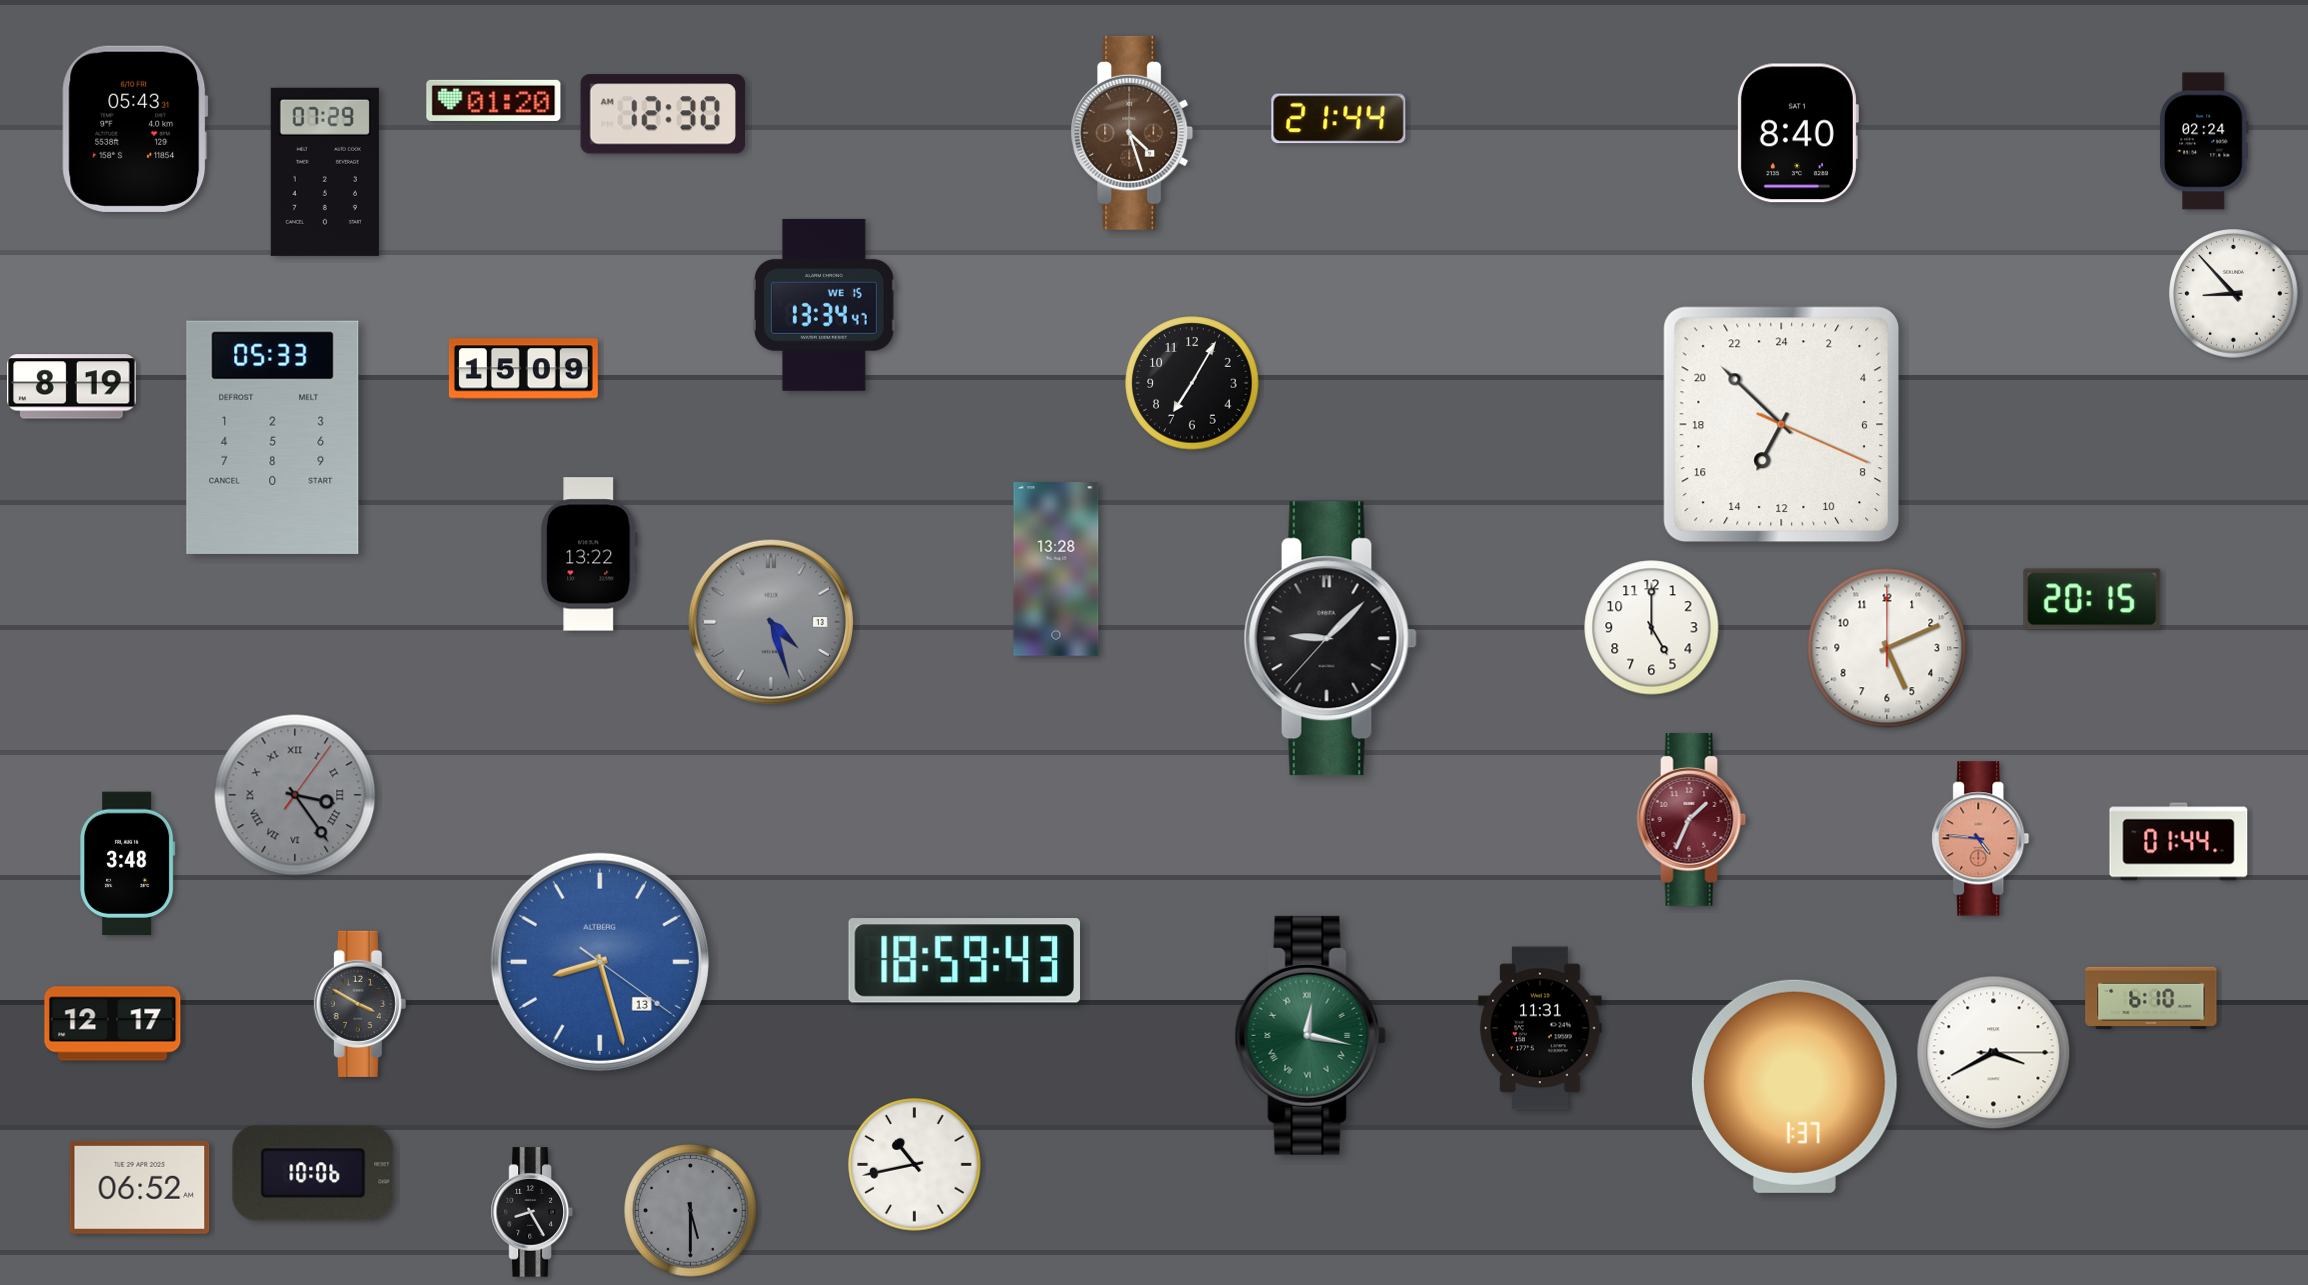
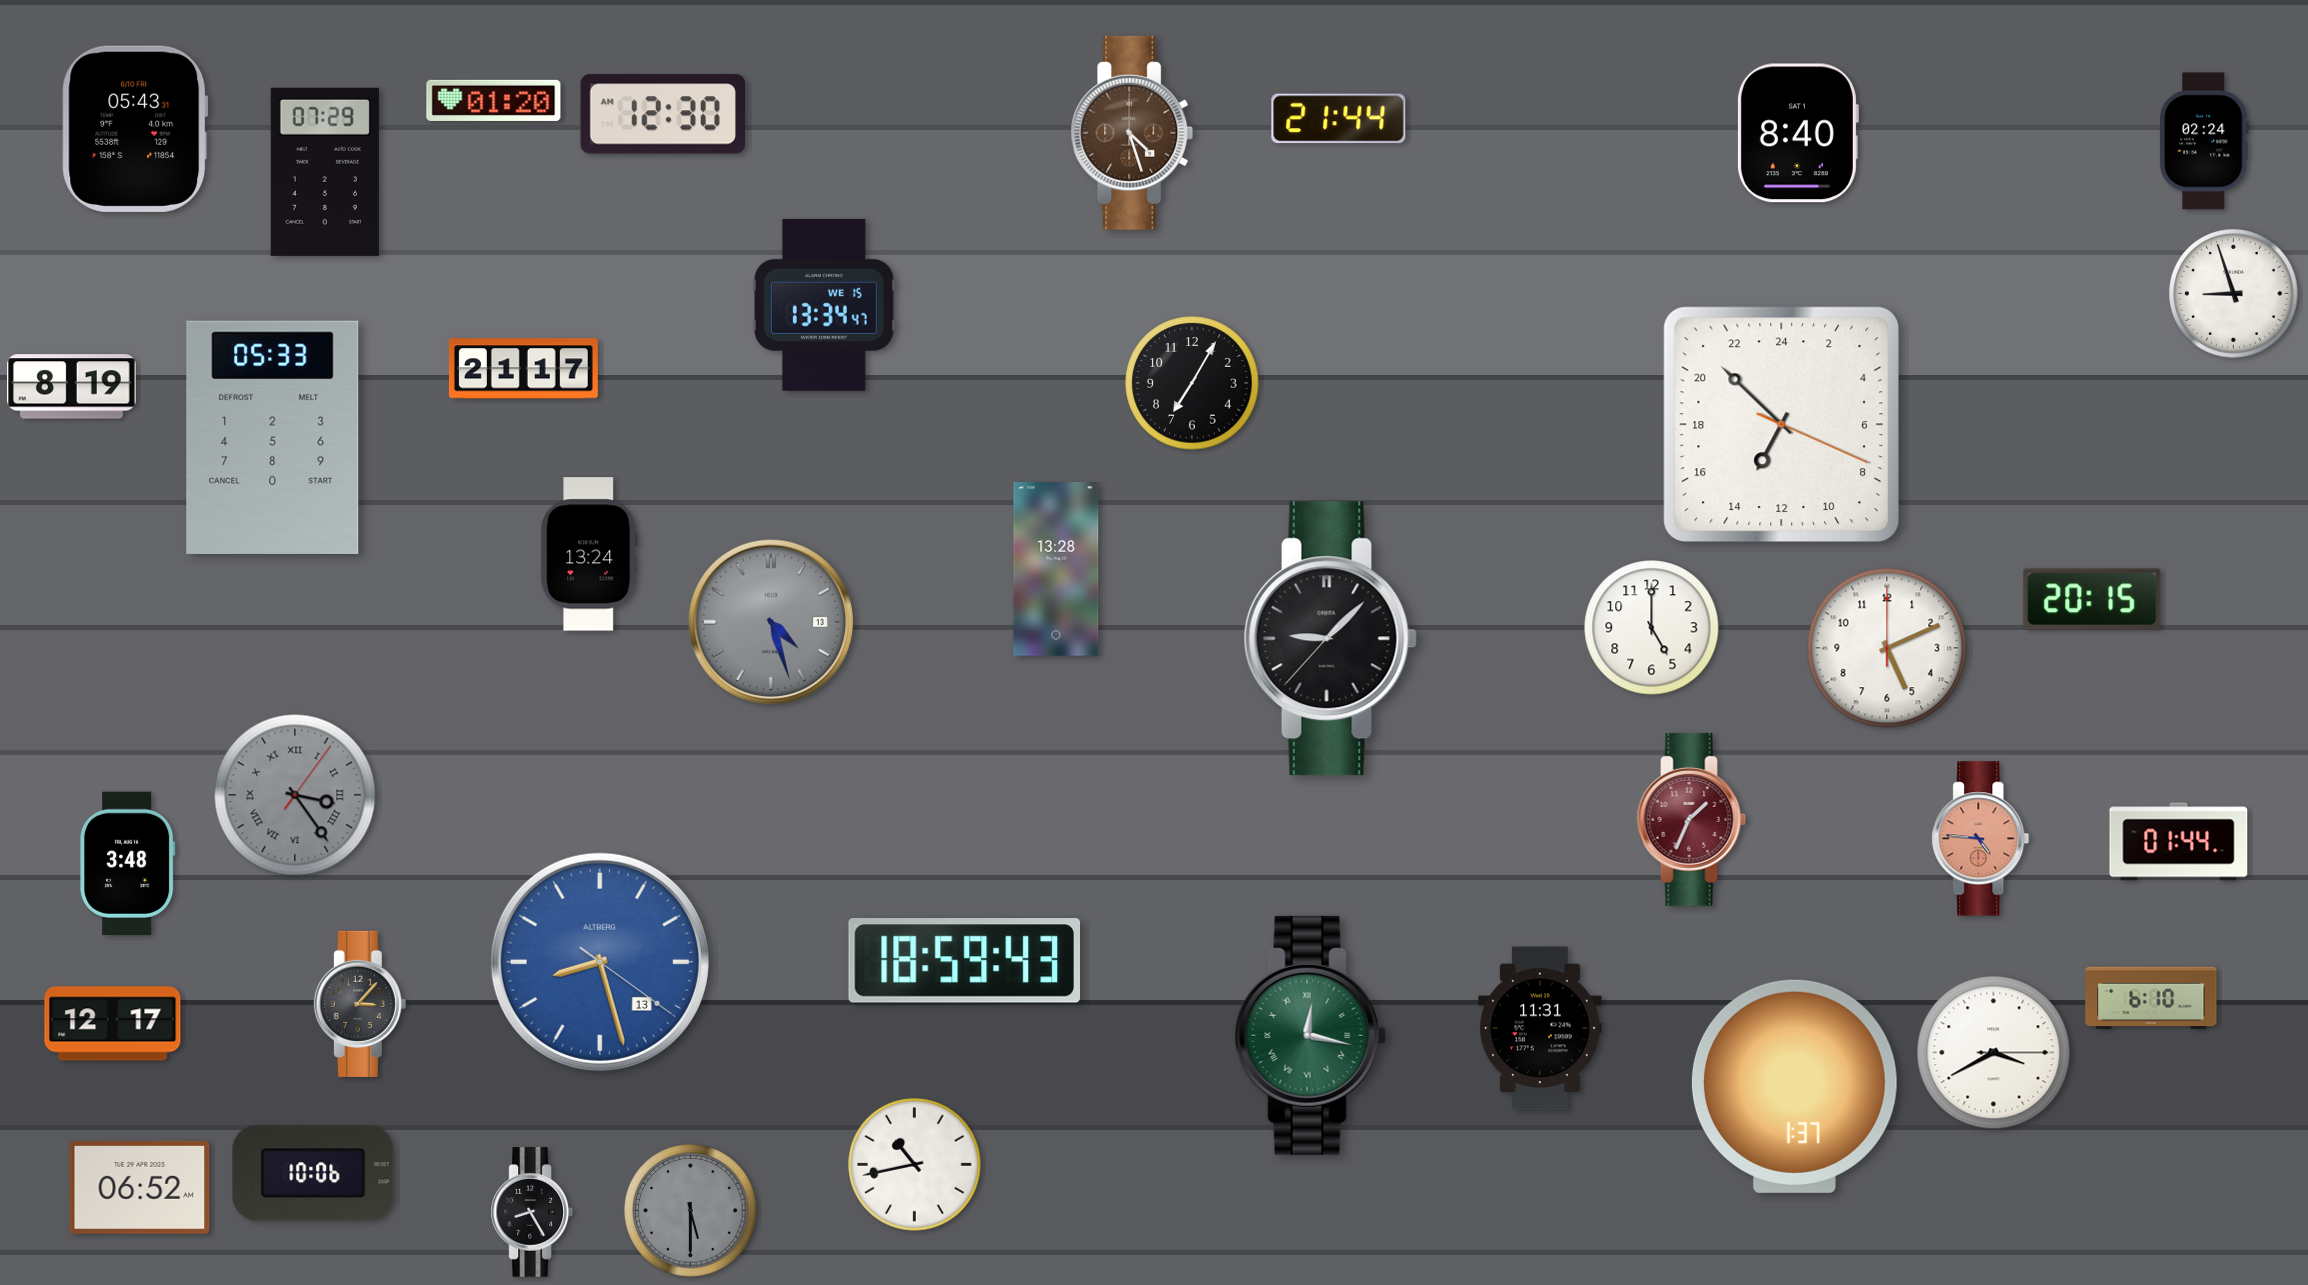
clock at (2234, 294): 8:53 -> 8:57
clock at (523, 369): 15:09 -> 21:17
clock at (589, 554): 13:22 -> 13:24
clock at (360, 1004): 3:50 -> 3:07
